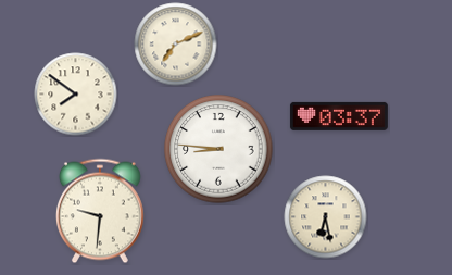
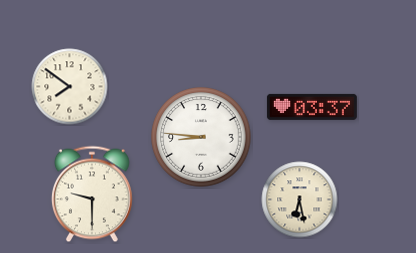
clock at (176, 45): 7:11 -> none
clock at (100, 211): 9:31 -> 9:30
